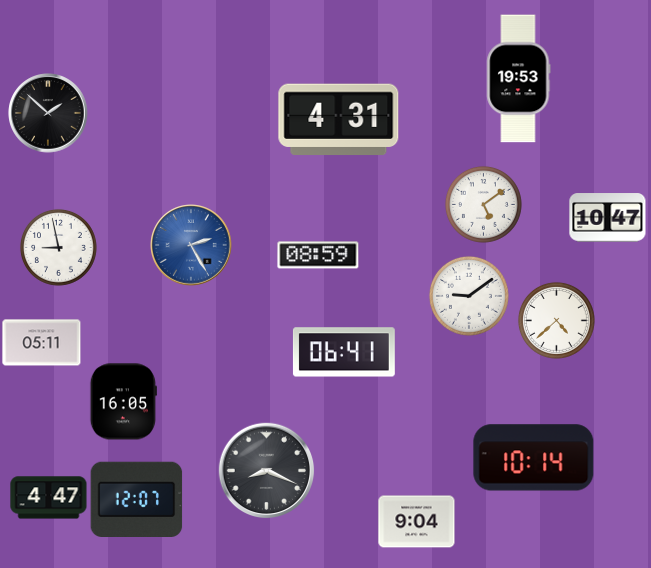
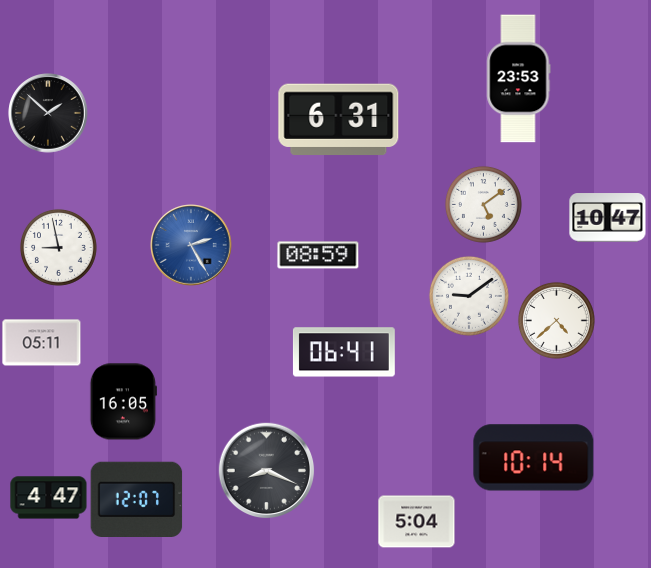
clock at (519, 79): 19:53 -> 23:53
clock at (339, 120): 4:31 -> 6:31
clock at (417, 522): 9:04 -> 5:04
